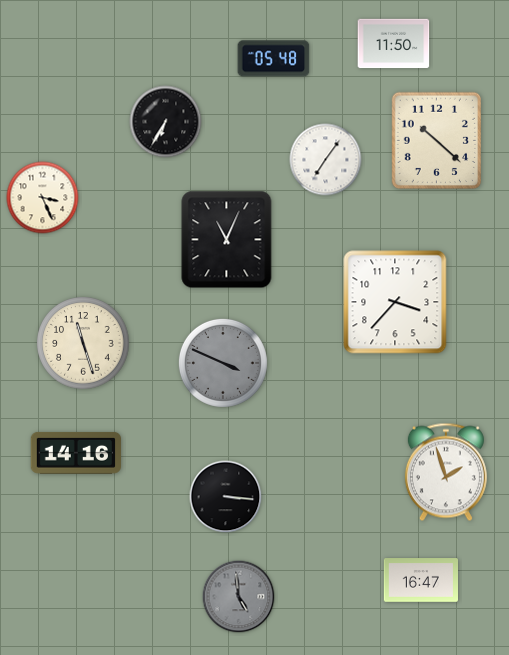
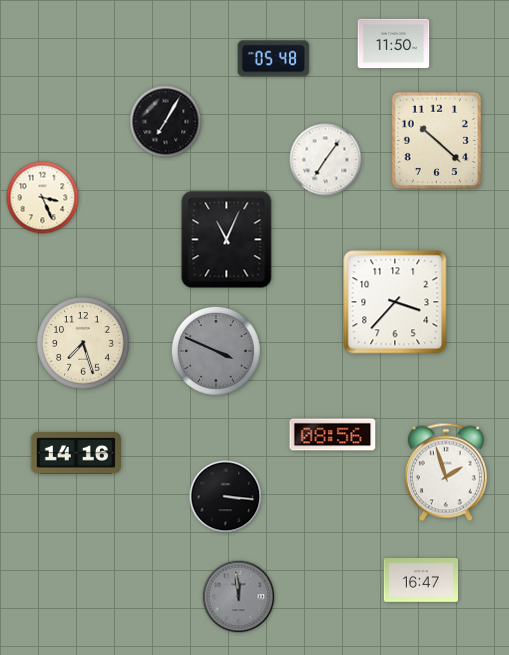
clock at (166, 122): 6:35 -> 7:05
clock at (83, 343): 11:27 -> 7:27
clock at (223, 363) position: (223, 363) -> (216, 351)
clock at (333, 435): none -> 08:56
clock at (239, 597): 4:59 -> 11:59
